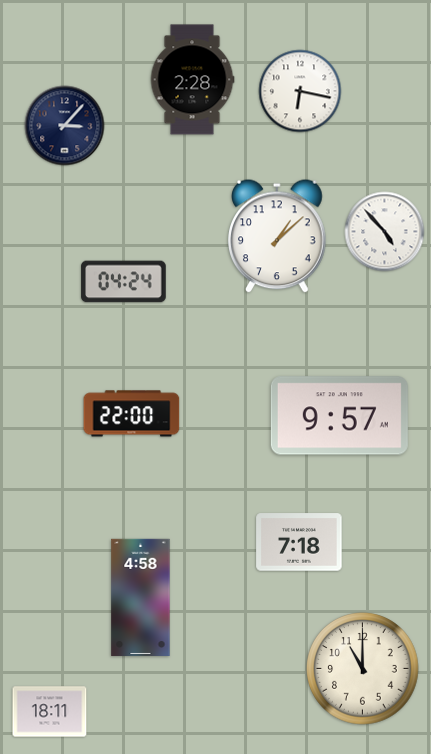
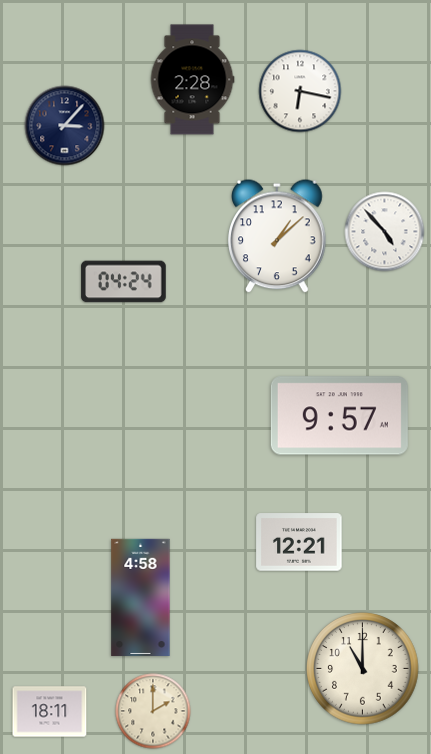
clock at (132, 414): 22:00 -> none
clock at (299, 542): 7:18 -> 12:21
clock at (153, 711): none -> 2:00
